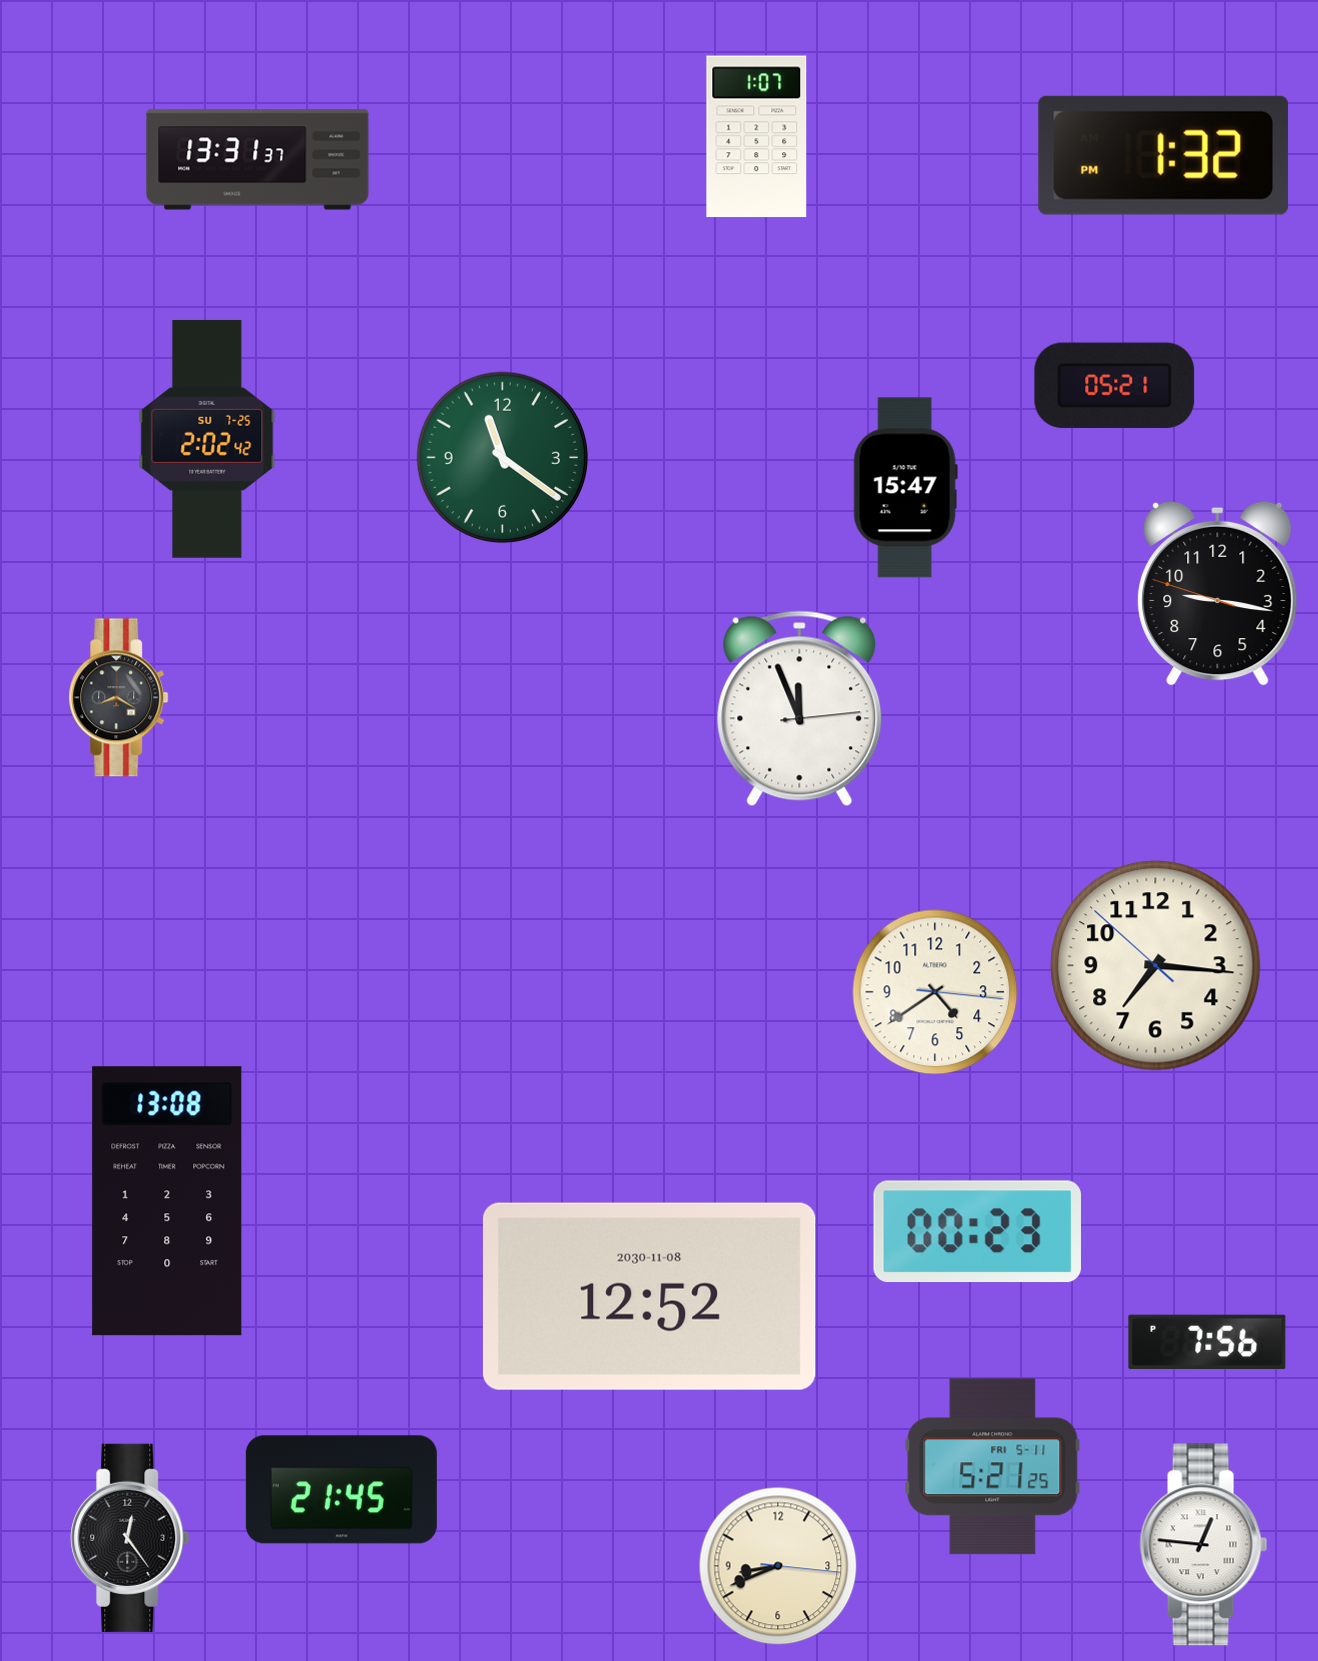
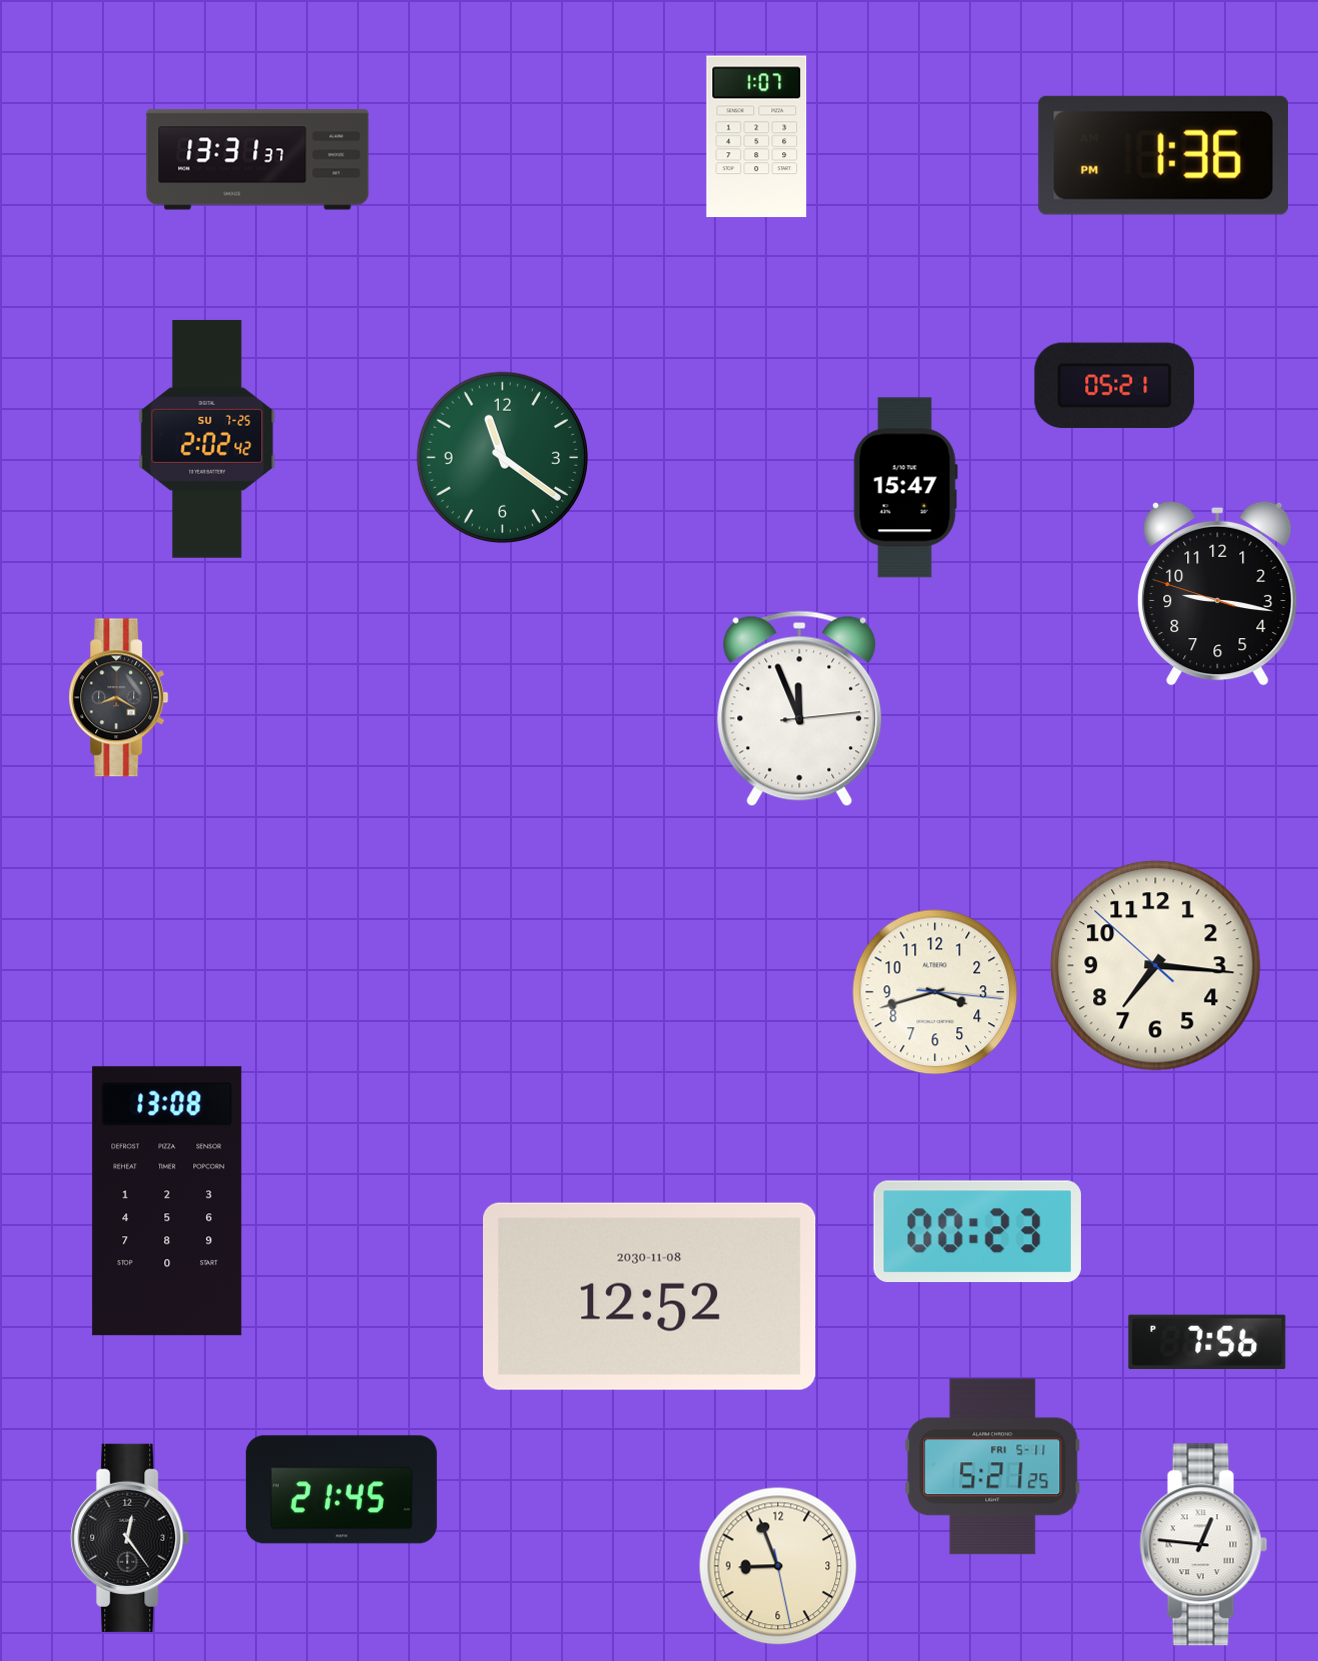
clock at (1163, 155): 1:32 -> 1:36
clock at (935, 992): 4:39 -> 3:42
clock at (778, 1566): 8:41 -> 8:56
